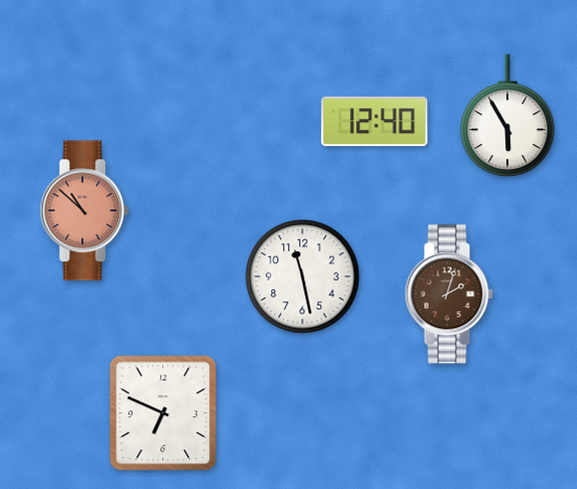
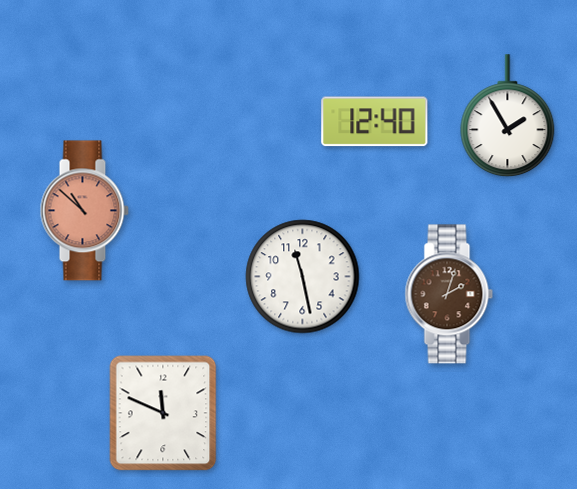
clock at (508, 116): 5:55 -> 1:55
clock at (163, 413): 6:49 -> 11:49
